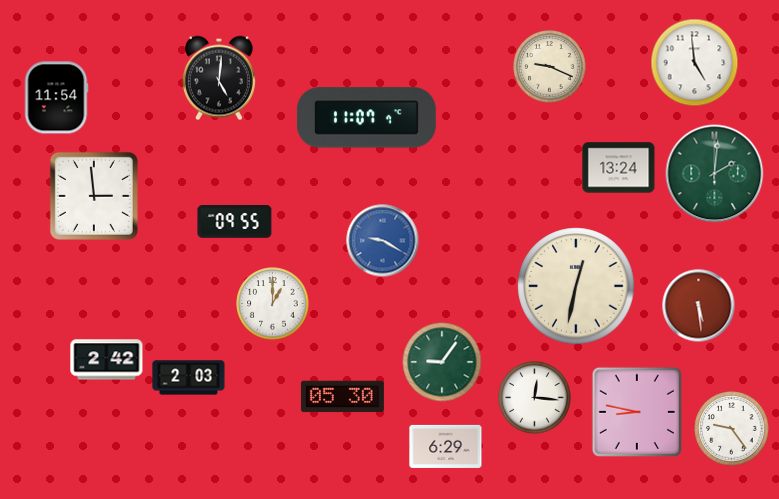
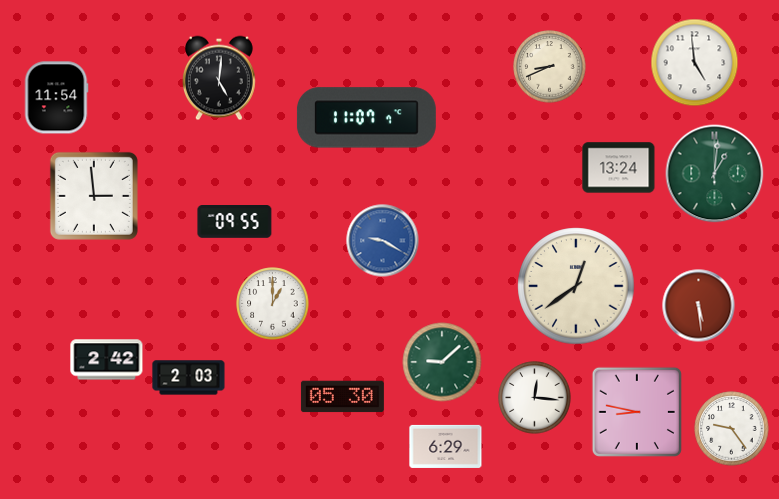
clock at (550, 67): 9:19 -> 8:41
clock at (715, 174): 2:01 -> 1:01
clock at (576, 286): 12:32 -> 12:39
clock at (442, 362): 9:06 -> 9:08
